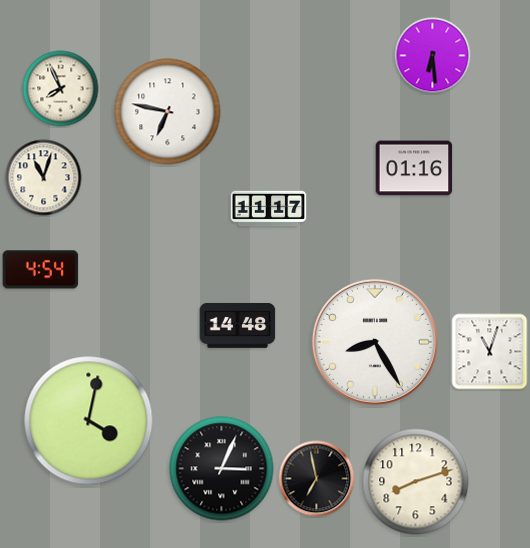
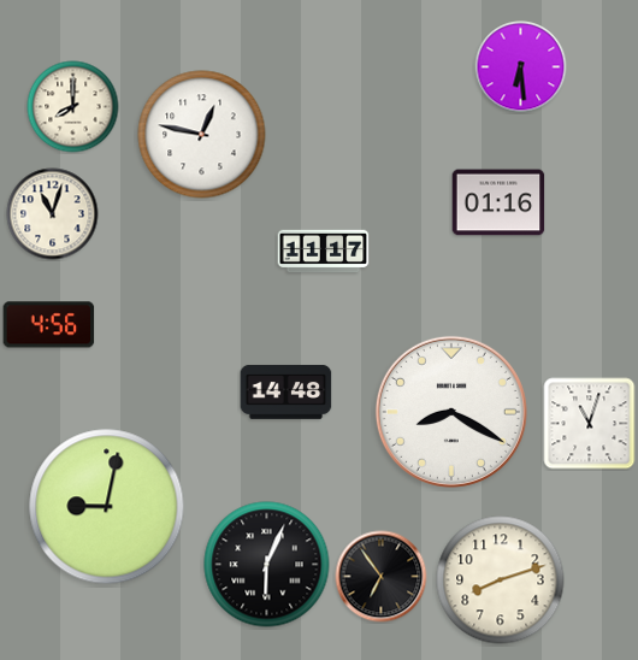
clock at (61, 89): 7:56 -> 8:00
clock at (168, 112): 6:47 -> 12:47
clock at (41, 270): 4:54 -> 4:56
clock at (375, 342): 8:25 -> 8:20
clock at (89, 421): 4:02 -> 9:02
clock at (222, 469): 3:04 -> 6:04
clock at (317, 479): 6:58 -> 6:54
